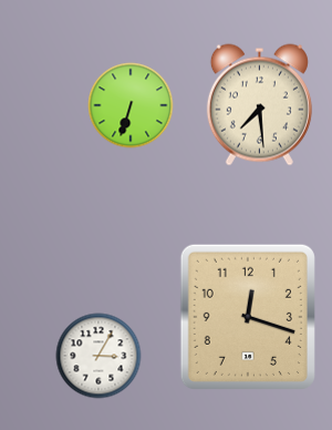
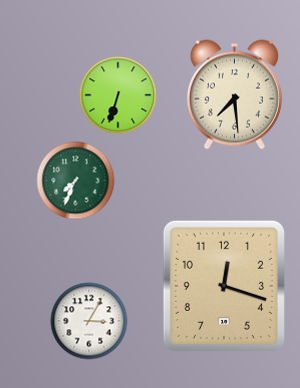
clock at (76, 181): none -> 7:34
